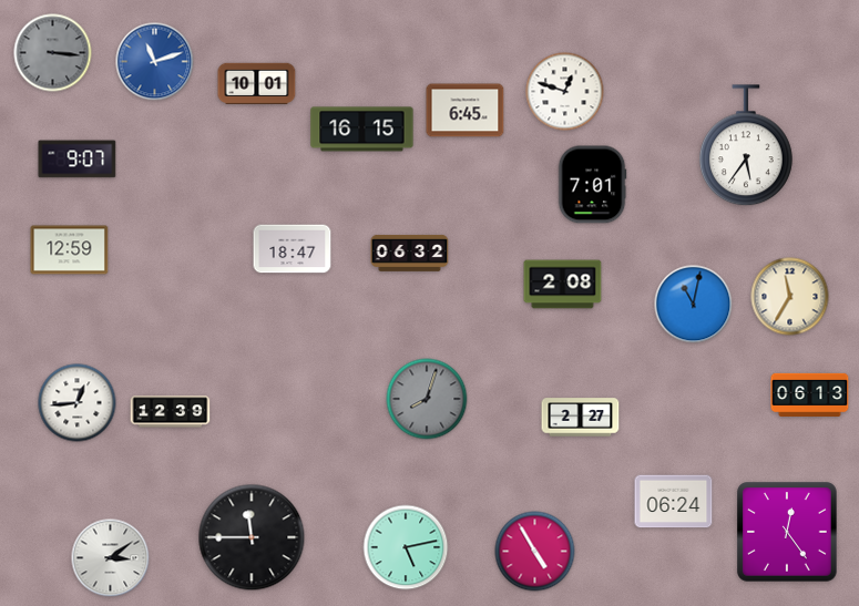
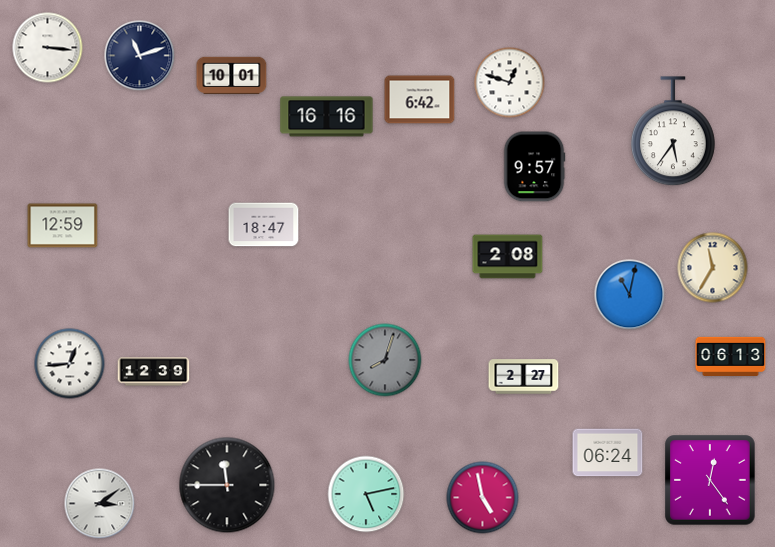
clock at (53, 53) dial: grey -> white
clock at (155, 62) dial: blue -> navy
clock at (466, 111): 6:45 -> 6:42
clock at (362, 130): 16:15 -> 16:16
clock at (78, 160): 9:07 -> none
clock at (592, 185): 7:01 -> 9:57
clock at (410, 253): 06:32 -> none
clock at (694, 305) position: (694, 305) -> (630, 295)
clock at (535, 552): 4:55 -> 4:58
